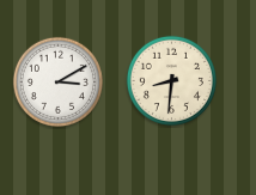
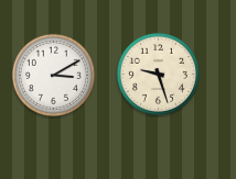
clock at (171, 80): 8:31 -> 9:27
